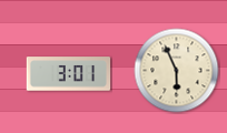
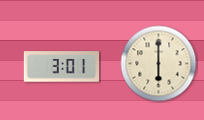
clock at (177, 71): 5:56 -> 6:00
